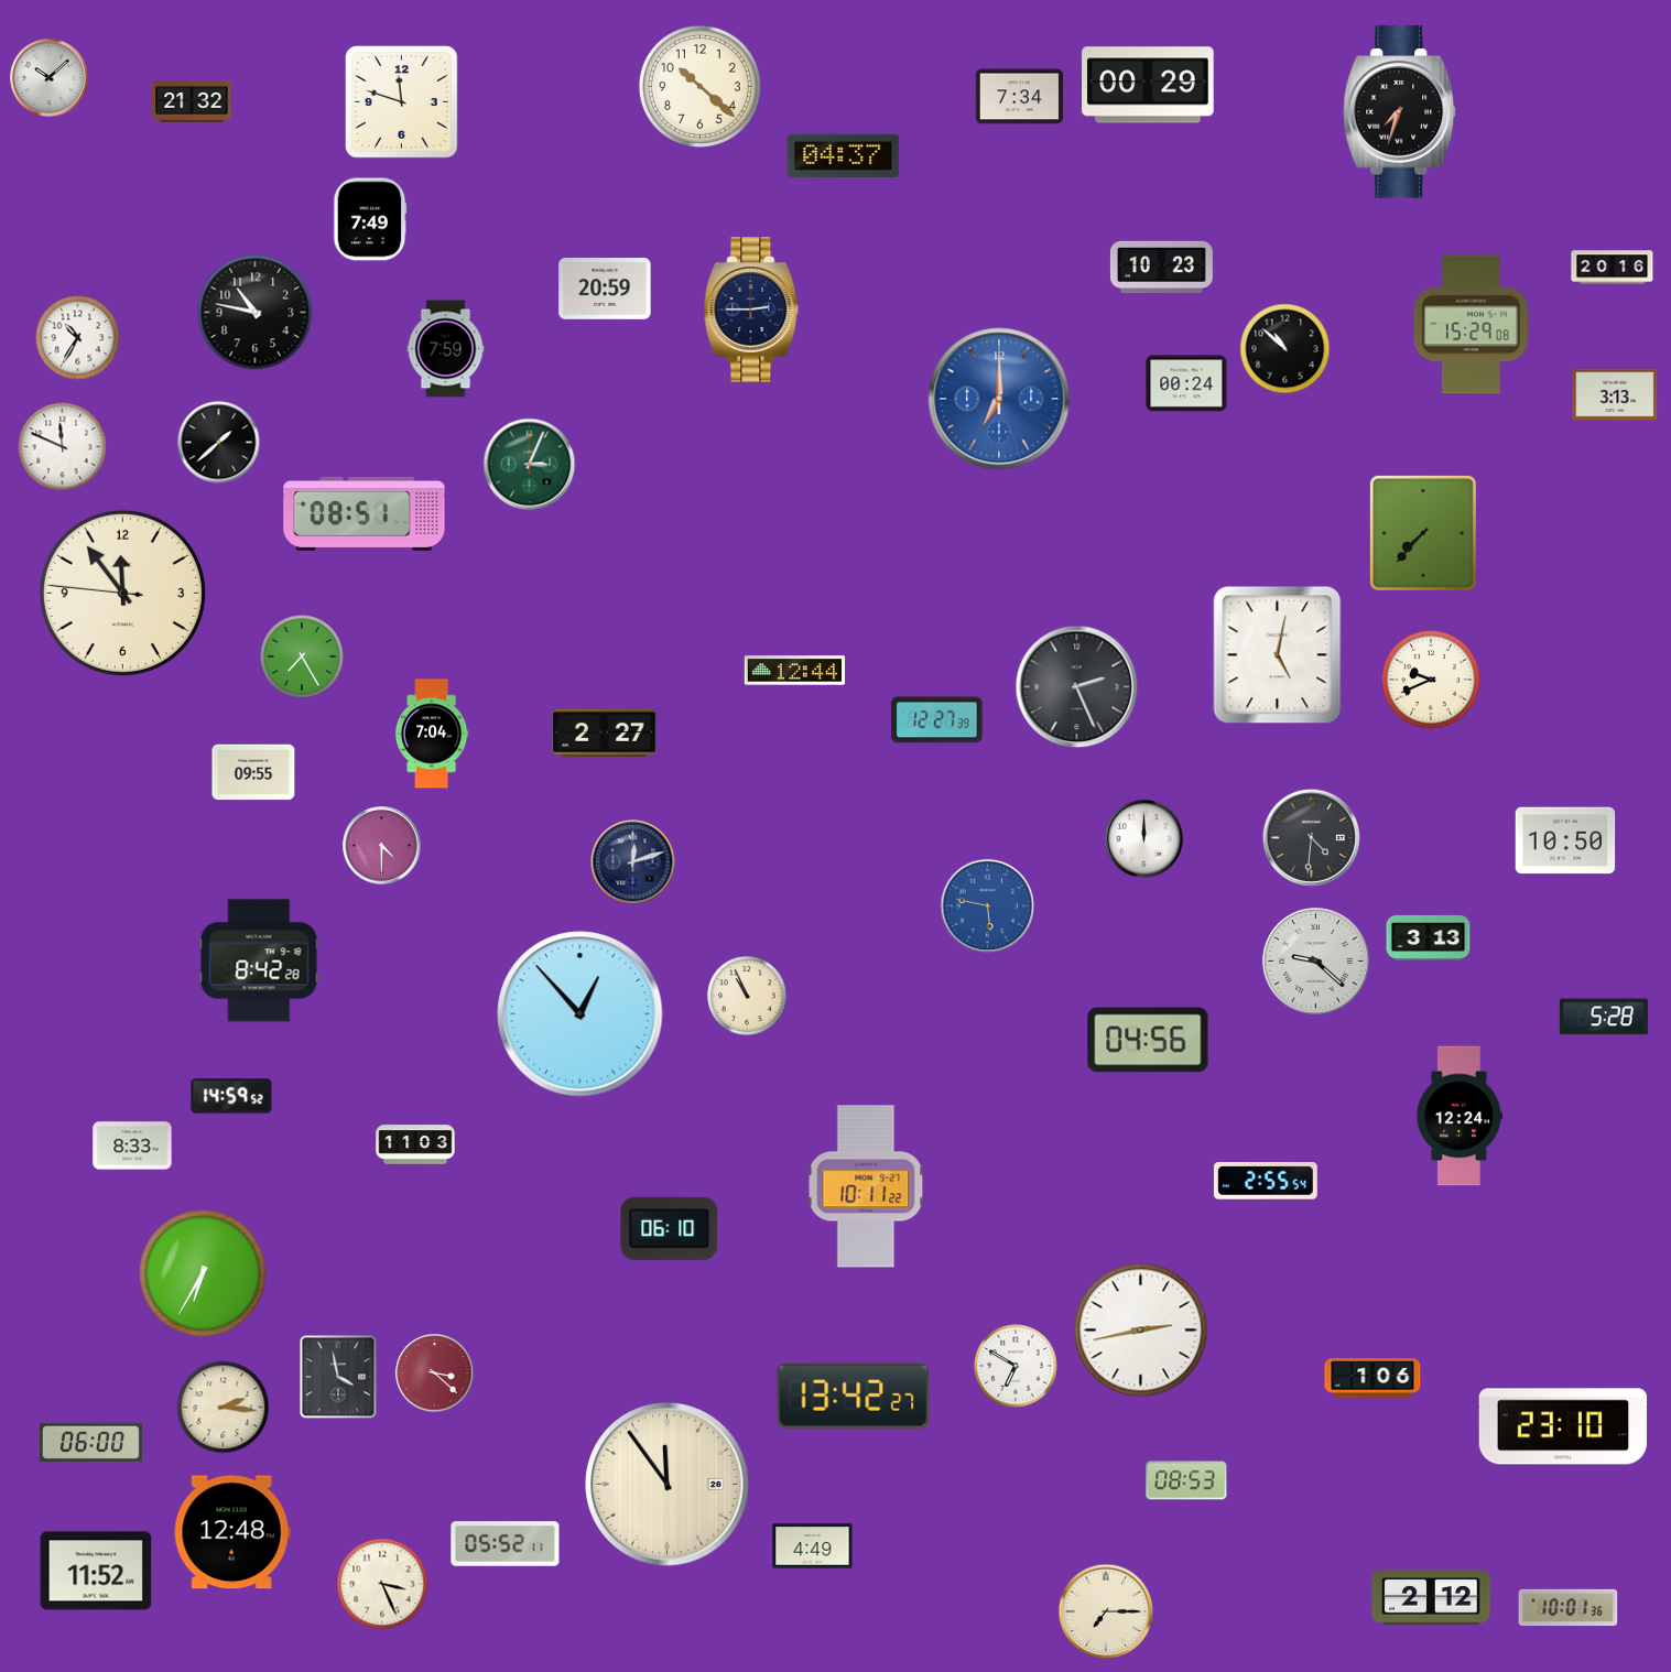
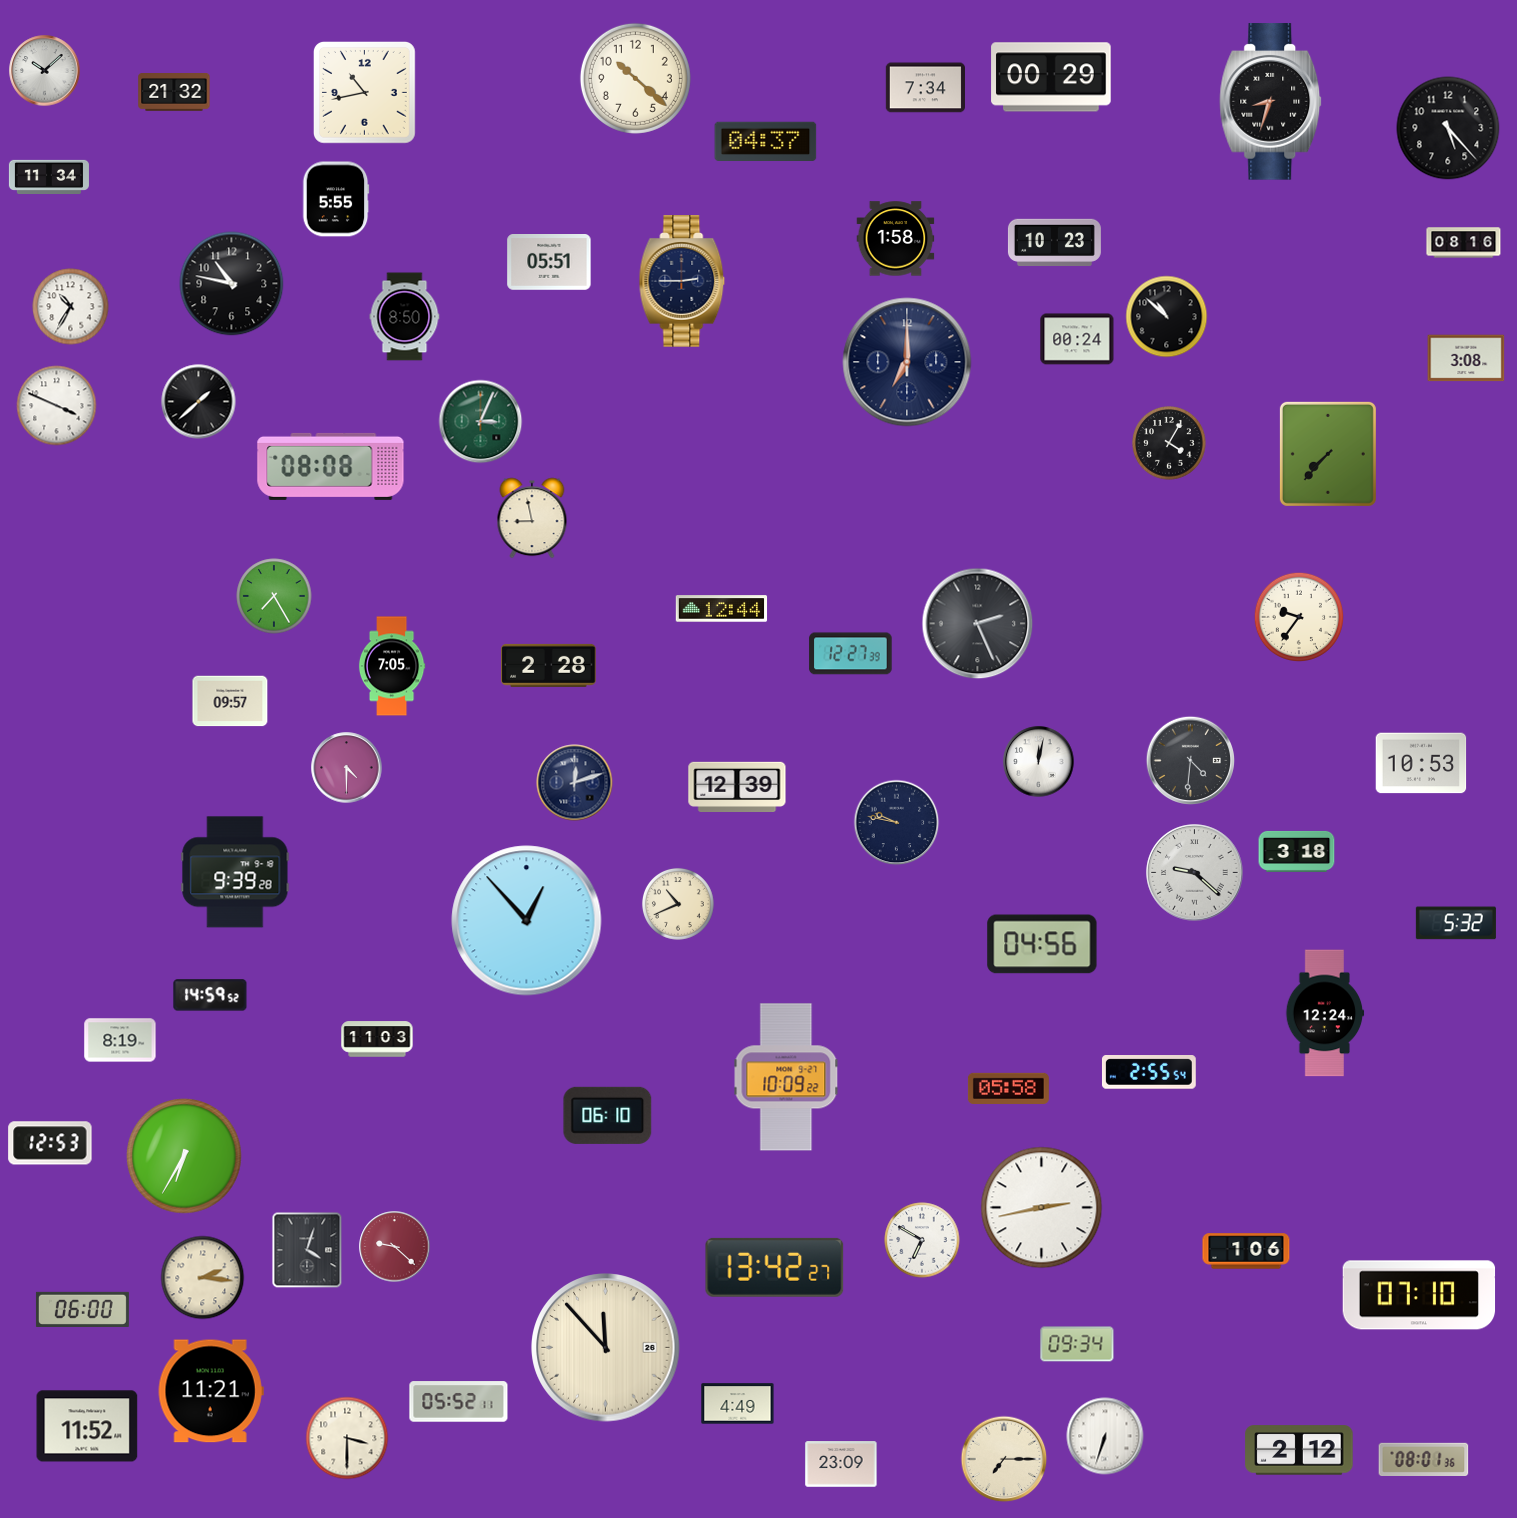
clock at (1148, 85) position: (1148, 85) -> (1051, 77)
clock at (401, 101): 11:48 -> 10:43
clock at (1400, 112): 7:33 -> 8:33
clock at (1448, 128): none -> 5:23
clock at (49, 176): none -> 11:34
clock at (370, 219): 7:49 -> 5:55
clock at (896, 239): none -> 1:58
clock at (1613, 268): 20:16 -> 08:16
clock at (605, 290): 20:59 -> 05:51
clock at (1471, 325): 15:29 -> none
clock at (446, 349): 7:59 -> 8:50
clock at (1186, 383) position: (1186, 383) -> (1077, 339)
clock at (1615, 394): 3:13 -> 3:08
clock at (999, 399) dial: blue -> navy
clock at (63, 447): 11:49 -> 3:49
clock at (1169, 443): none -> 4:05
clock at (365, 513): 08:51 -> 08:08
clock at (1423, 533) position: (1423, 533) -> (1328, 454)
clock at (532, 518): none -> 8:58
clock at (122, 593): 11:53 -> none
clock at (1278, 655): 5:02 -> none
clock at (1430, 678): 9:41 -> 9:36
clock at (605, 732): 2:27 -> 2:28
clock at (432, 734): 7:04 -> 7:05
clock at (253, 772): 09:55 -> 09:57
clock at (1144, 839): 12:00 -> 12:02
clock at (1565, 840): 10:50 -> 10:53
clock at (737, 786): none -> 12:39
clock at (988, 906): 5:47 -> 9:47
clock at (988, 906) dial: blue -> navy
clock at (1429, 937): 3:13 -> 3:18
clock at (259, 960): 8:42 -> 9:39
clock at (747, 996): 10:56 -> 10:41
clock at (1604, 1017): 5:28 -> 5:32
clock at (132, 1146): 8:33 -> 8:19
clock at (866, 1186): 10:11 -> 10:09
clock at (1008, 1088): none -> 05:58
clock at (50, 1143): none -> 12:53
clock at (1141, 1331) position: (1141, 1331) -> (1042, 1208)
clock at (435, 1374): 3:22 -> 9:22
clock at (338, 1377): 3:58 -> 4:03
clock at (1563, 1426): 23:10 -> 07:10
clock at (1186, 1480): 08:53 -> 09:34
clock at (668, 1485): 11:54 -> 11:53
clock at (232, 1532): 12:48 -> 11:21
clock at (1105, 1436): none -> 6:33
clock at (382, 1584): 3:26 -> 3:30
clock at (1569, 1607): 10:01 -> 08:01
clock at (1106, 1611) position: (1106, 1611) -> (1004, 1459)
clock at (841, 1464): none -> 23:09
